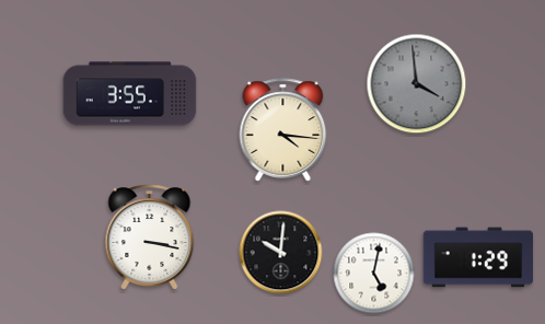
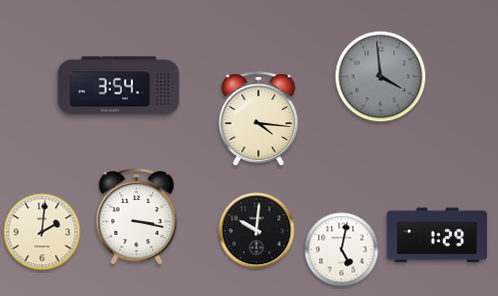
clock at (130, 94): 3:55 -> 3:54
clock at (42, 232): none -> 2:01
